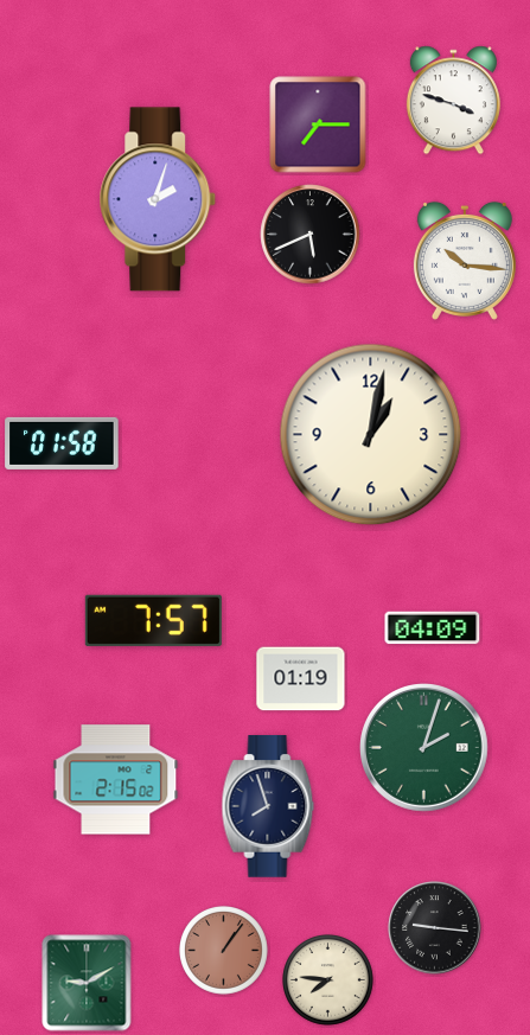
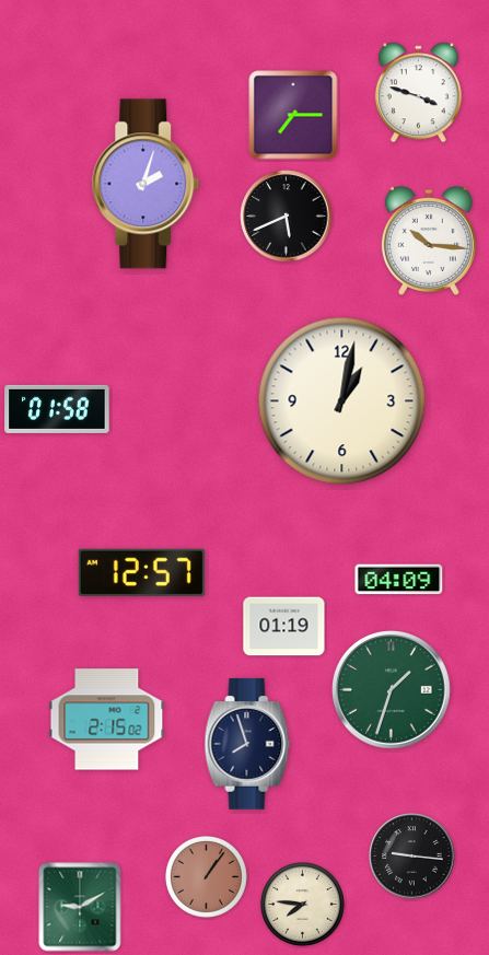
clock at (153, 620): 7:57 -> 12:57
clock at (301, 679) position: (301, 679) -> (284, 627)
clock at (424, 748): 2:03 -> 1:33
clock at (435, 928) position: (435, 928) -> (412, 857)
